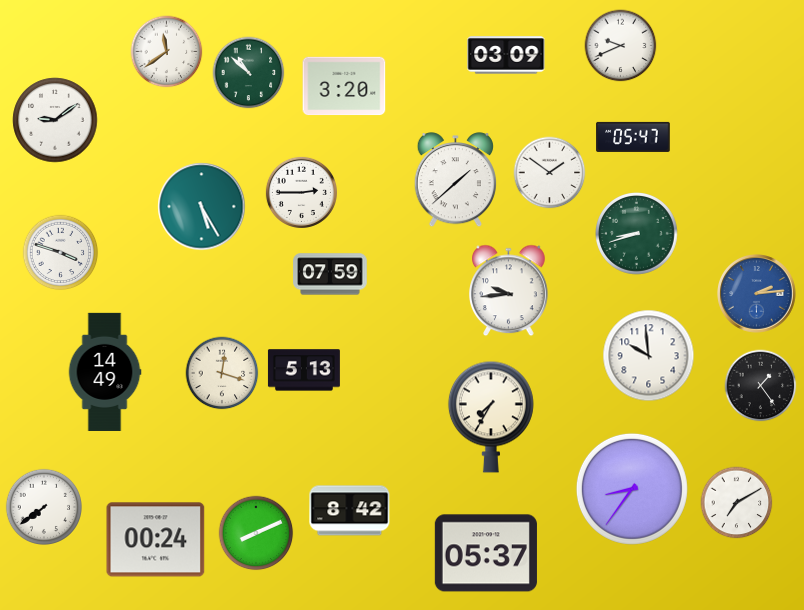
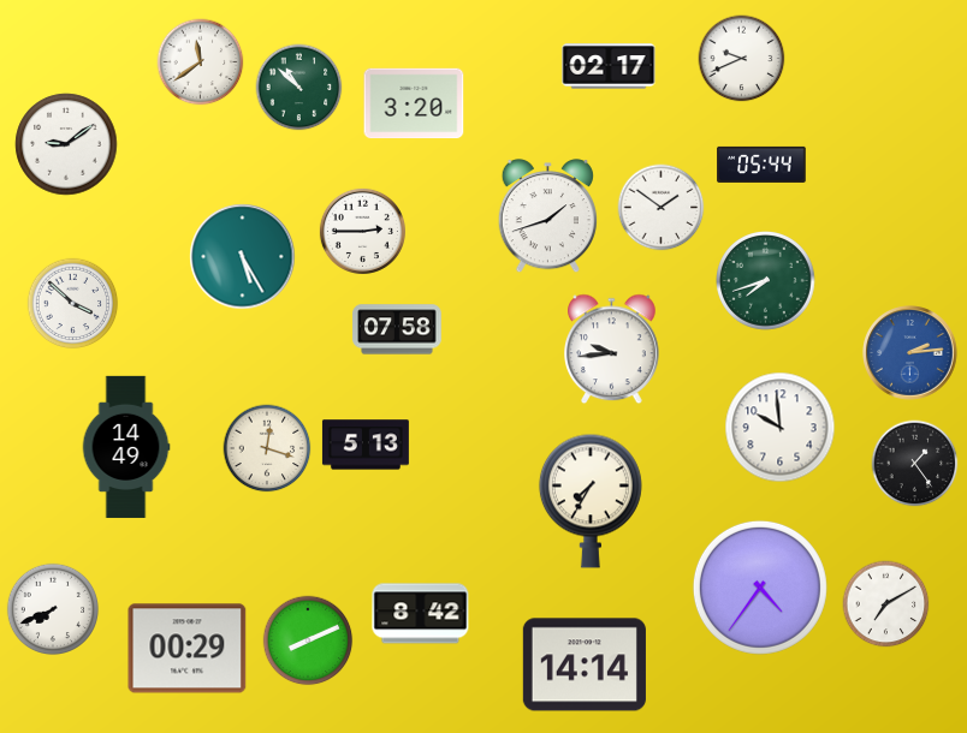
clock at (621, 46) position: (621, 46) -> (742, 59)
clock at (506, 55): 03:09 -> 02:17
clock at (633, 137): 05:47 -> 05:44
clock at (455, 180): 1:38 -> 1:42
clock at (202, 207) position: (202, 207) -> (243, 257)
clock at (637, 234): 8:42 -> 7:42
clock at (61, 253): 3:48 -> 3:52
clock at (330, 274): 07:59 -> 07:58
clock at (632, 489): 8:36 -> 4:36
clock at (44, 507): 7:39 -> 7:41
clock at (156, 540): 00:24 -> 00:29
clock at (486, 553): 05:37 -> 14:14
